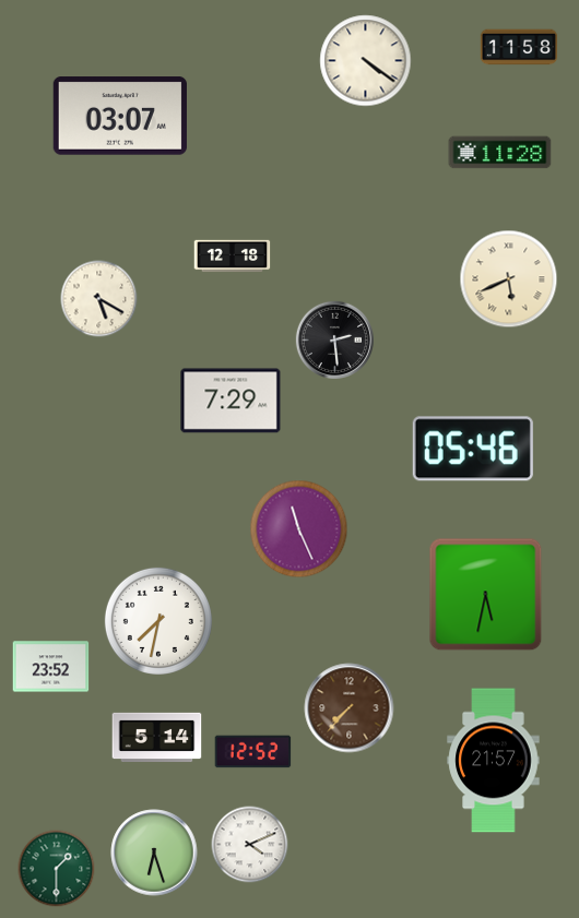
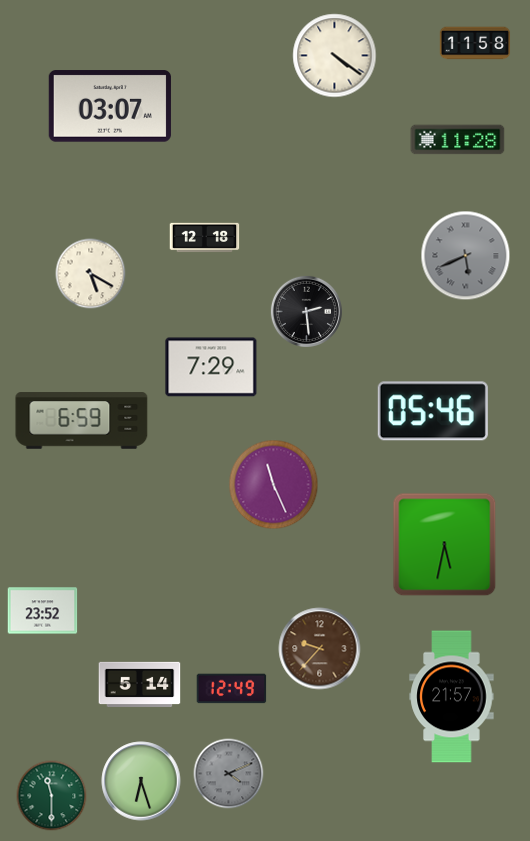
clock at (233, 257) position: (233, 257) -> (205, 238)
clock at (509, 279) dial: cream -> grey
clock at (82, 421): none -> 6:59
clock at (158, 621): 7:32 -> none
clock at (51, 667) position: (51, 667) -> (43, 611)
clock at (350, 708): 7:37 -> 9:37
clock at (157, 737) position: (157, 737) -> (140, 684)
clock at (253, 752): 12:52 -> 12:49
clock at (250, 845) dial: white -> grey
clock at (57, 869): 1:30 -> 11:30
